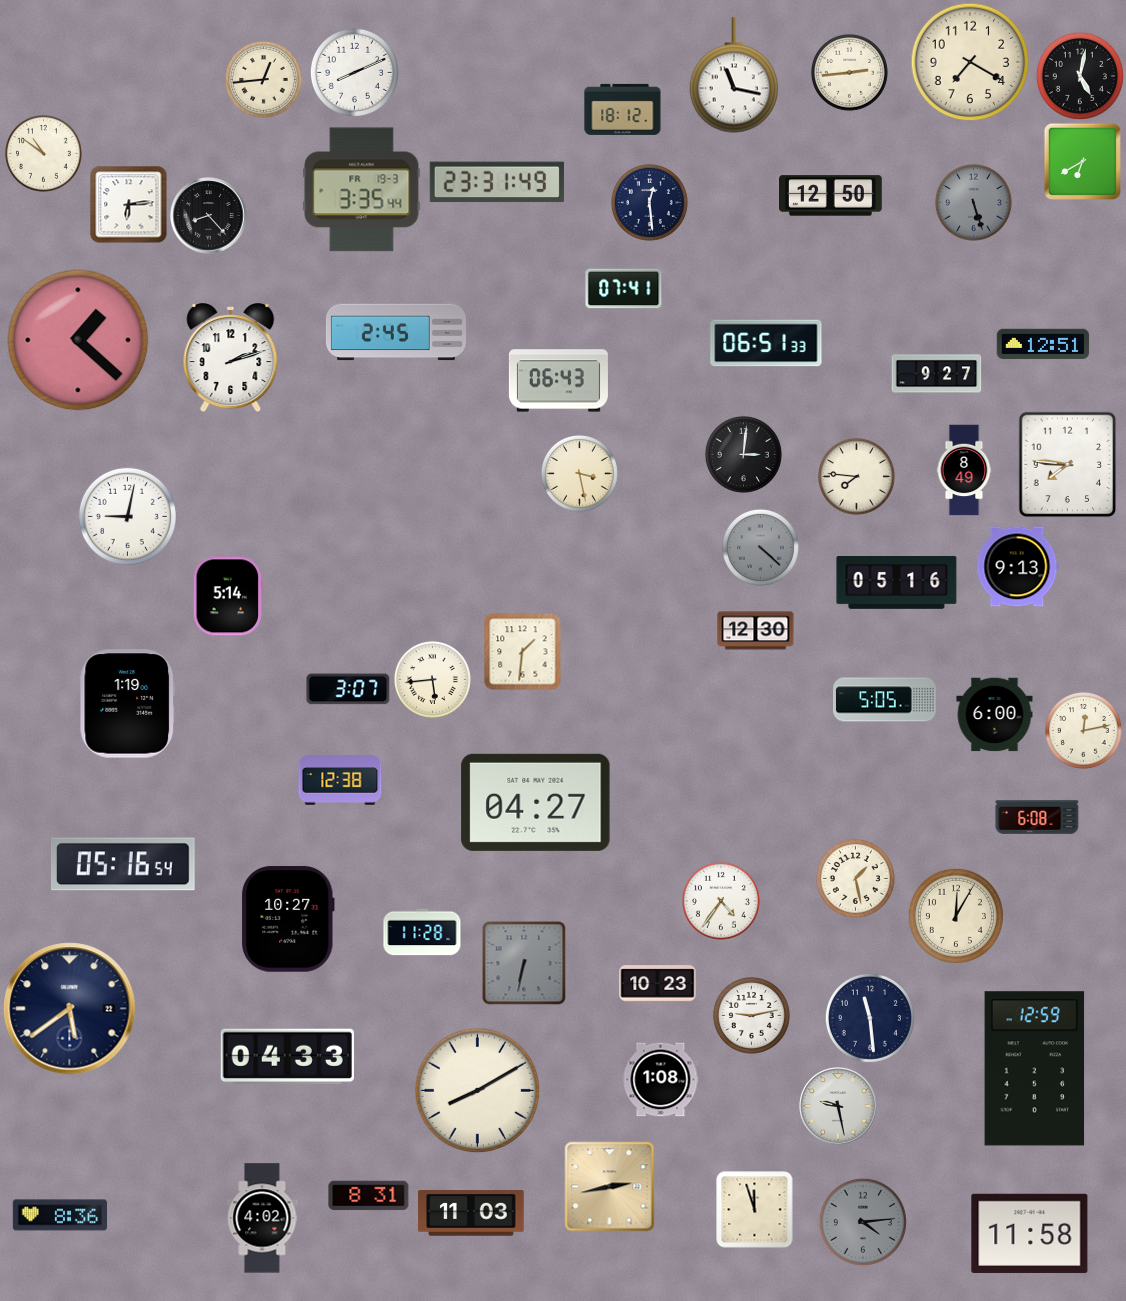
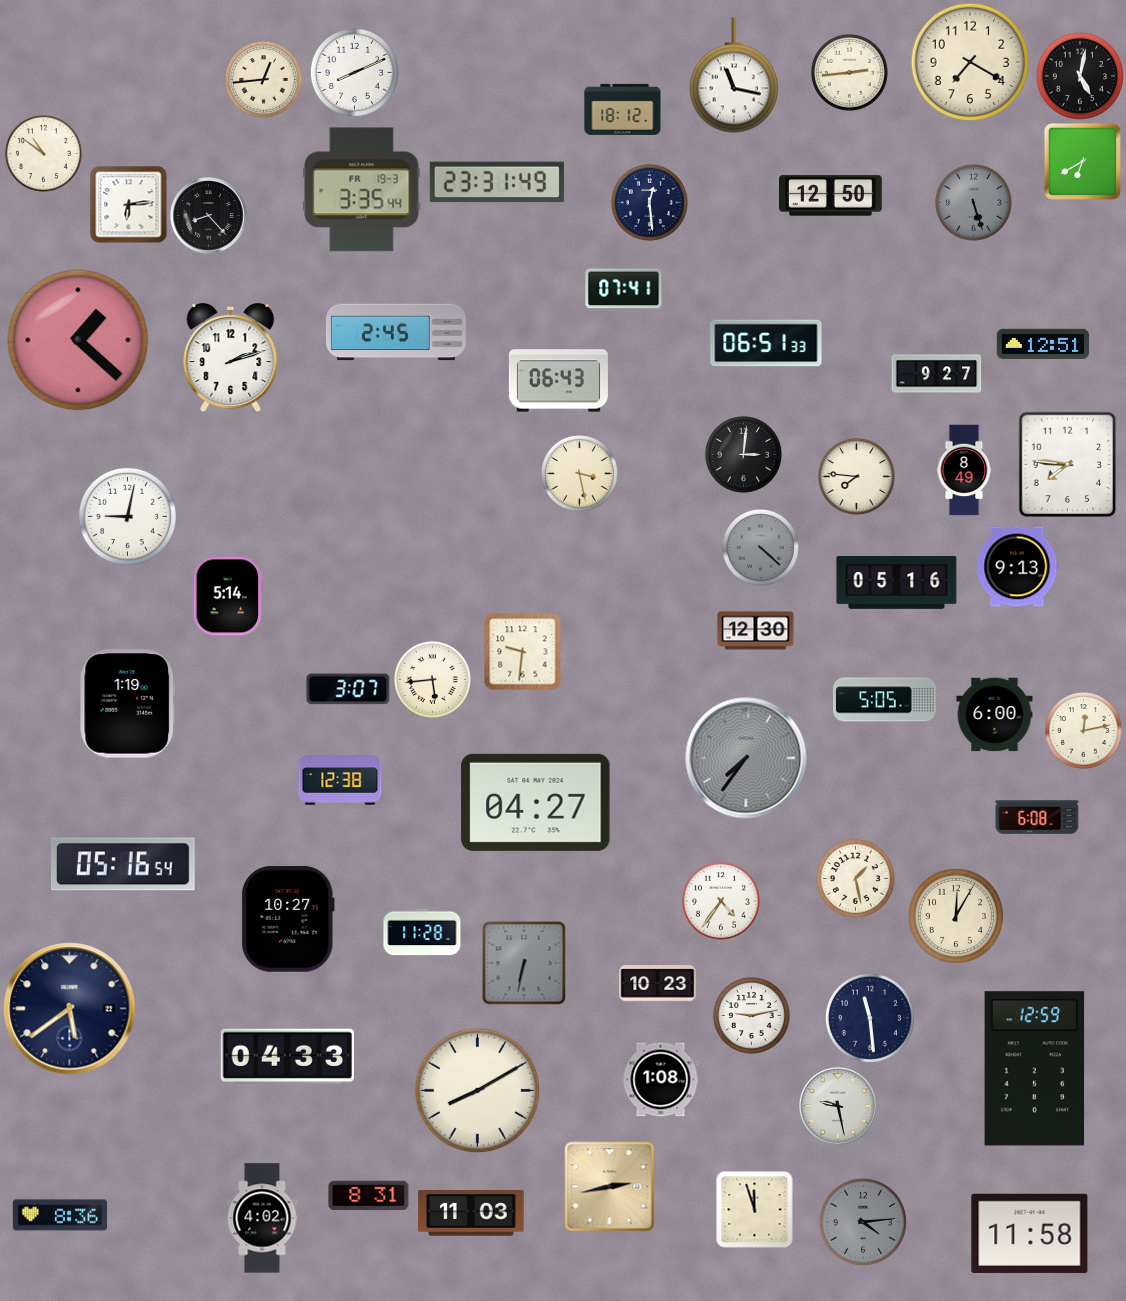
clock at (523, 652): 1:31 -> 9:31
clock at (746, 758): none -> 7:36
